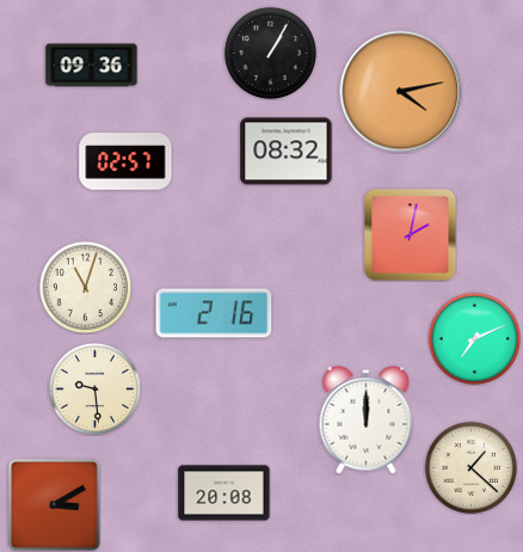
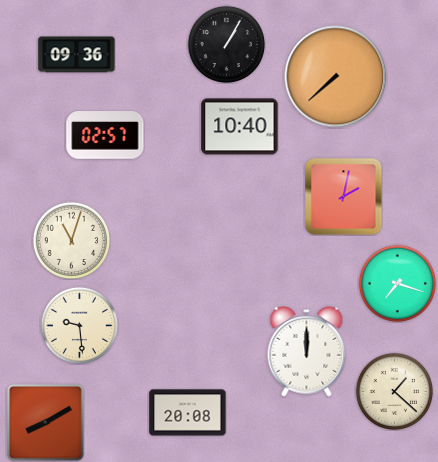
clock at (401, 92): 4:13 -> 7:38
clock at (287, 152): 08:32 -> 10:40
clock at (214, 313): 2:16 -> none
clock at (474, 338): 7:11 -> 7:18
clock at (55, 505): 3:10 -> 8:10
